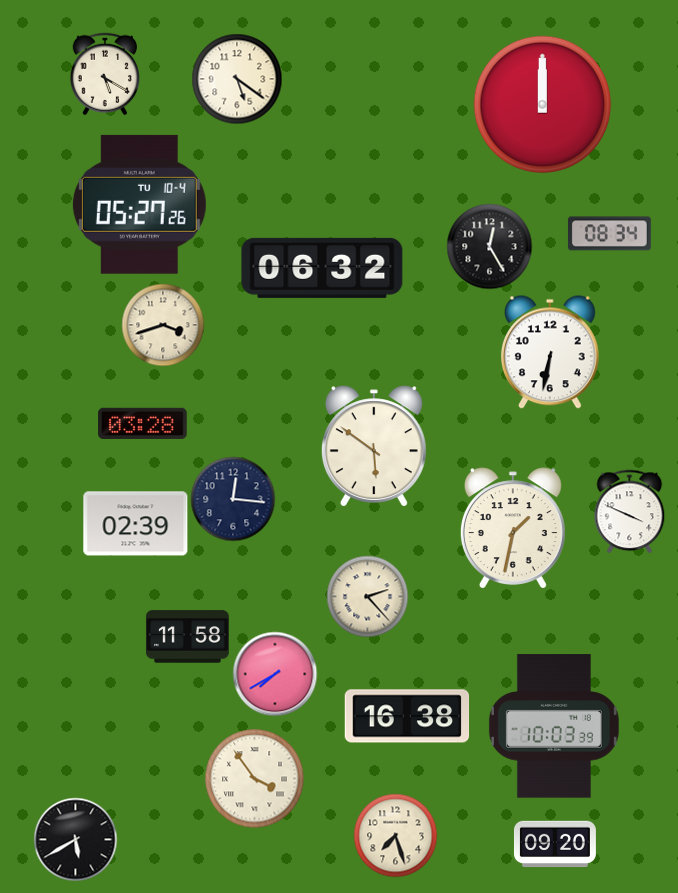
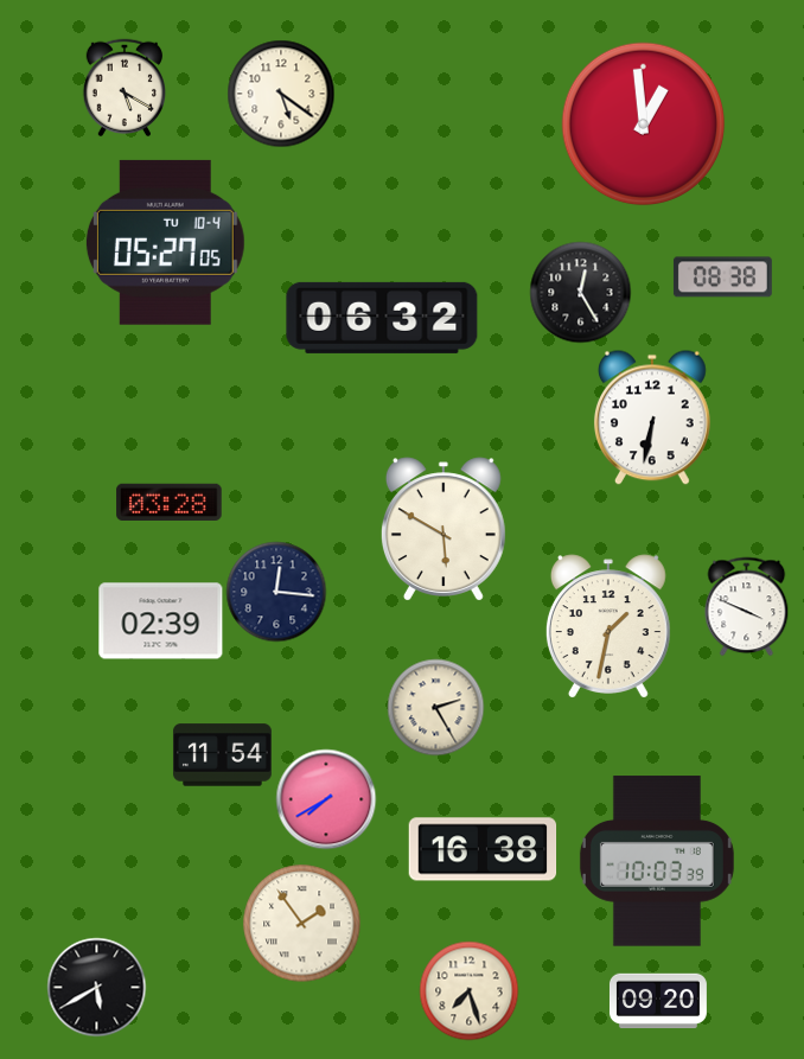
clock at (543, 105): 12:00 -> 12:59
clock at (139, 204): 05:27:26 -> 05:27:05
clock at (609, 234): 08:34 -> 08:38
clock at (163, 325): 3:42 -> none
clock at (374, 446): 5:51 -> 5:50
clock at (367, 596): 2:23 -> 2:25
clock at (187, 637): 11:58 -> 11:54
clock at (255, 779): 3:54 -> 1:54
clock at (75, 839) position: (75, 839) -> (96, 987)
